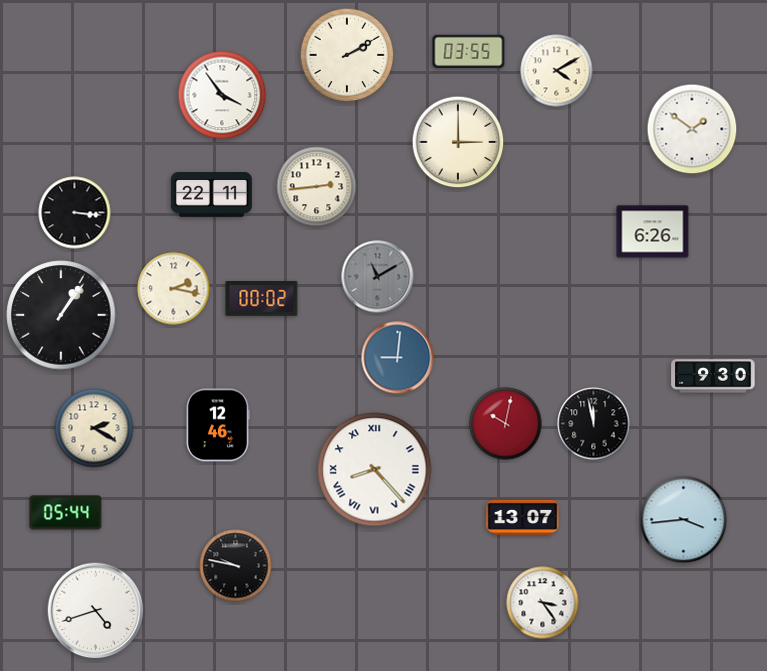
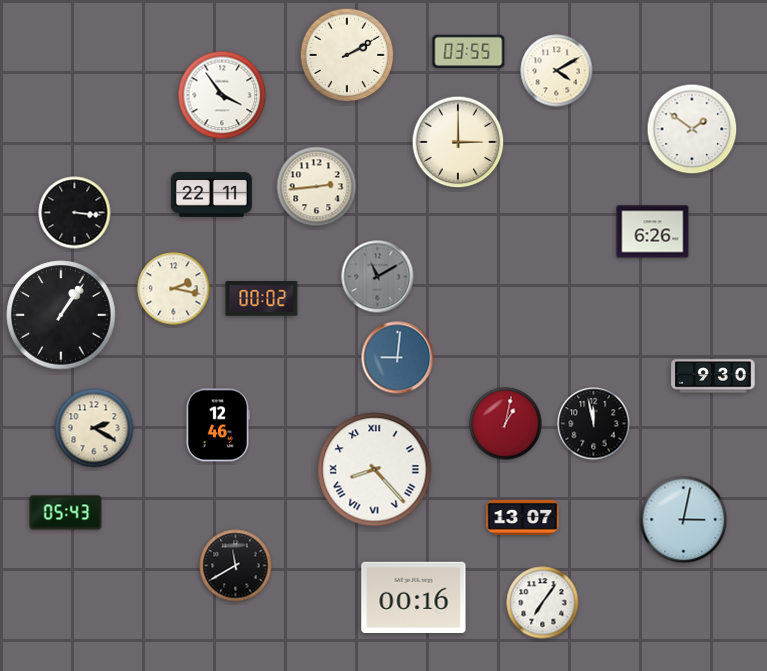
clock at (506, 424): 10:02 -> 1:02
clock at (66, 513): 05:44 -> 05:43
clock at (684, 520): 3:44 -> 3:02
clock at (236, 566): 9:47 -> 11:40
clock at (414, 597): none -> 00:16
clock at (543, 603): 3:24 -> 7:06
clock at (96, 611): 4:42 -> none
